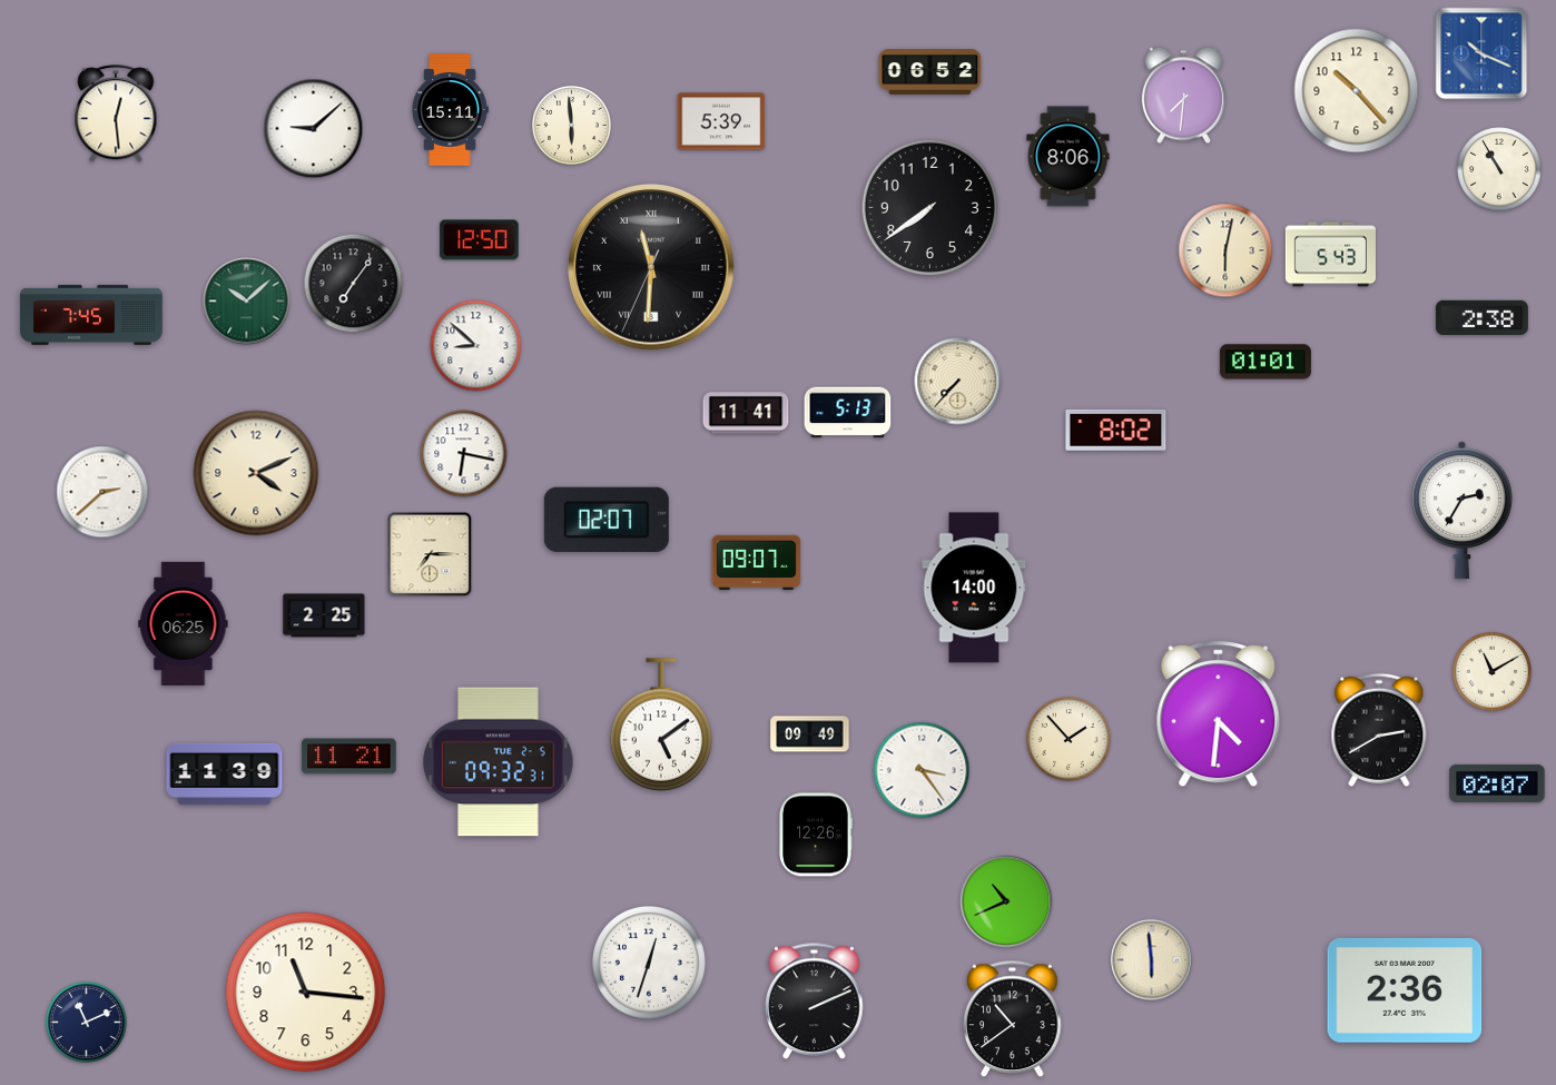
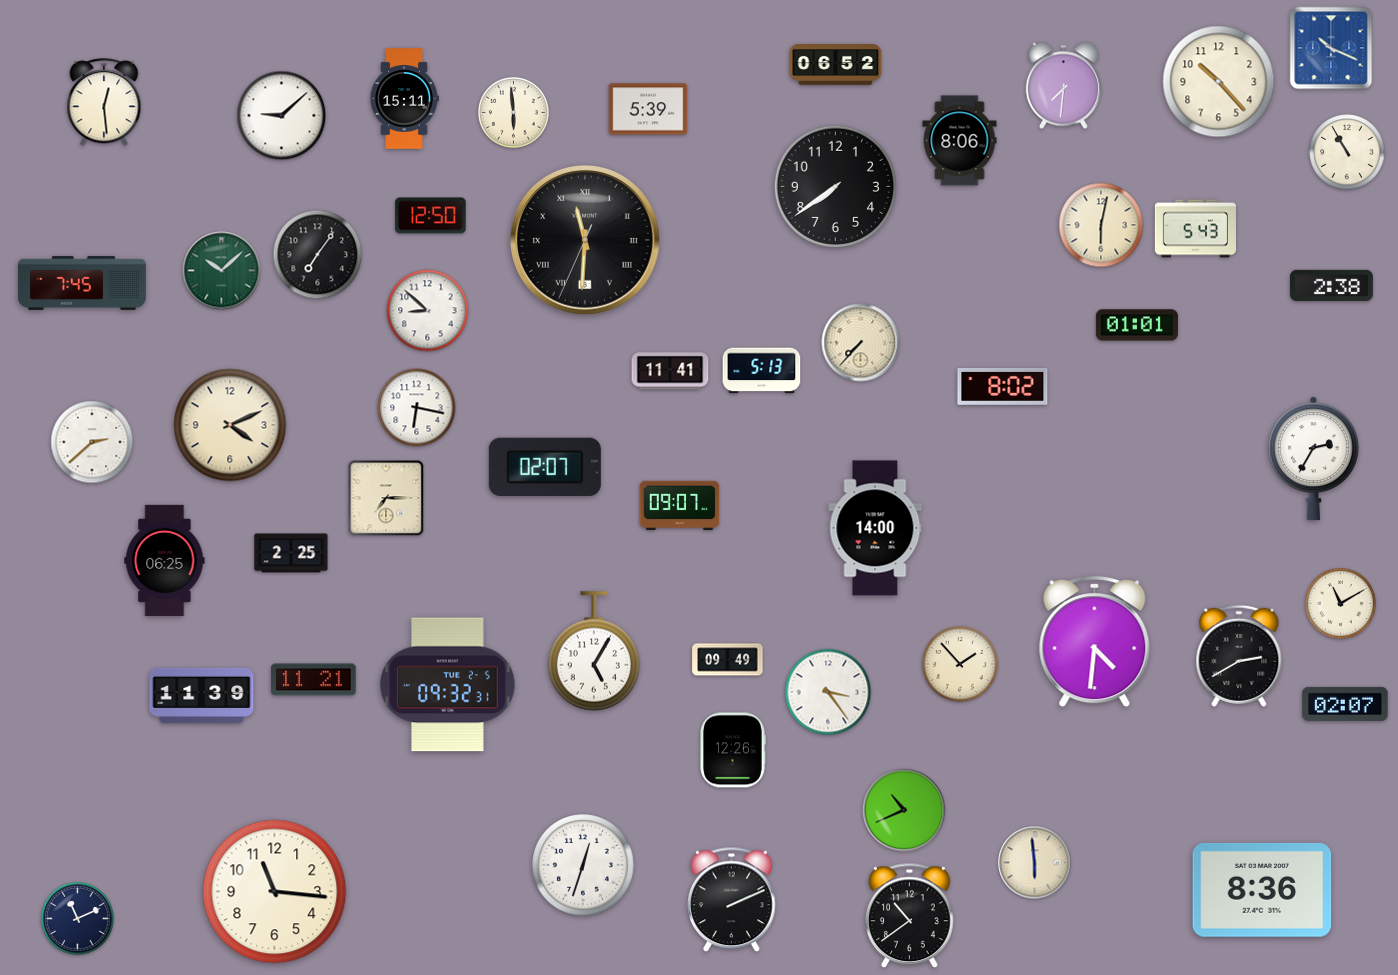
clock at (661, 724): 5:09 -> 5:05
clock at (1405, 990): 2:36 -> 8:36
